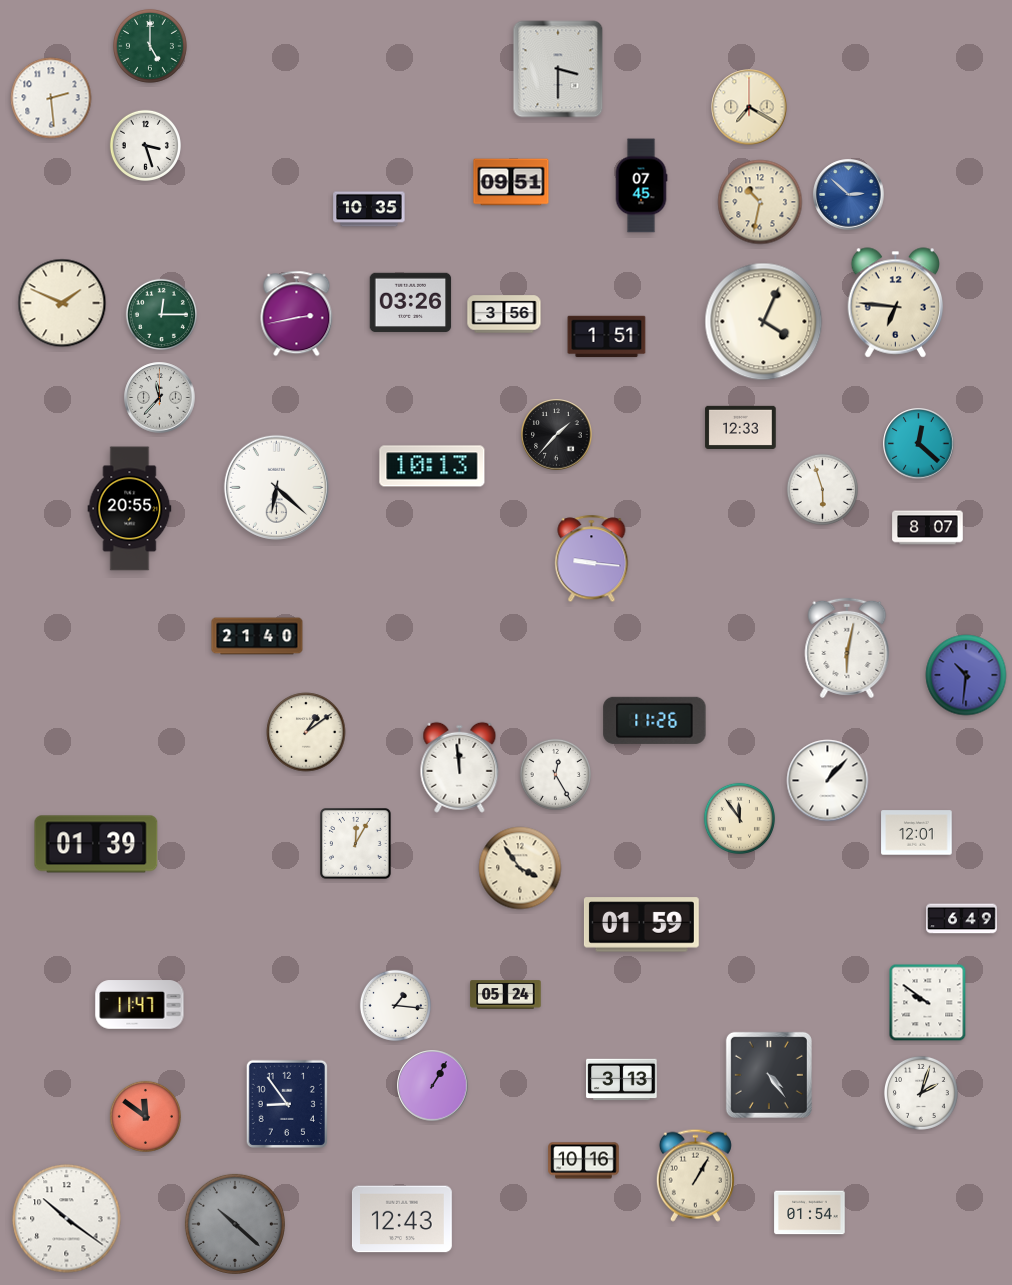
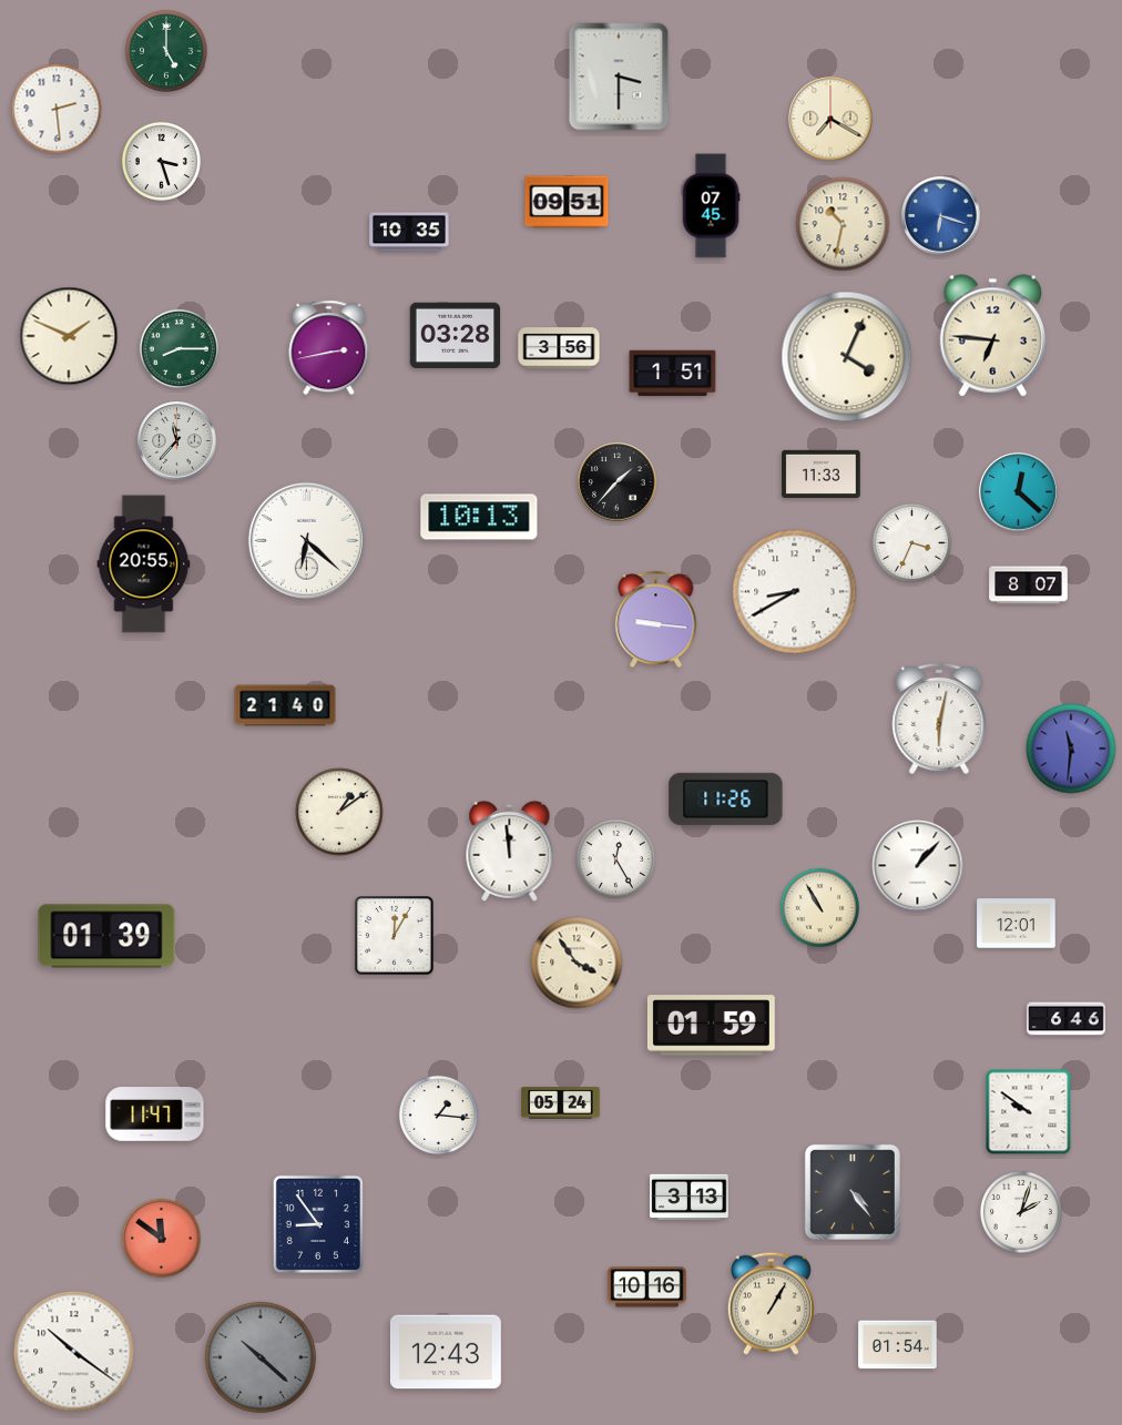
clock at (849, 195): 2:52 -> 6:18
clock at (411, 303): 03:26 -> 03:28
clock at (161, 314): 12:15 -> 8:15
clock at (741, 427): 12:33 -> 11:33
clock at (822, 489): 5:57 -> 3:34
clock at (795, 592): none -> 8:40
clock at (966, 675): 10:31 -> 11:31
clock at (739, 818): 11:54 -> 10:55
clock at (962, 919): 6:49 -> 6:46
clock at (433, 1086): 1:05 -> none
